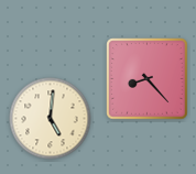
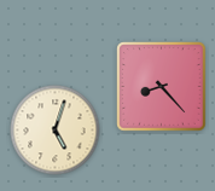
clock at (51, 119): 5:01 -> 5:03
